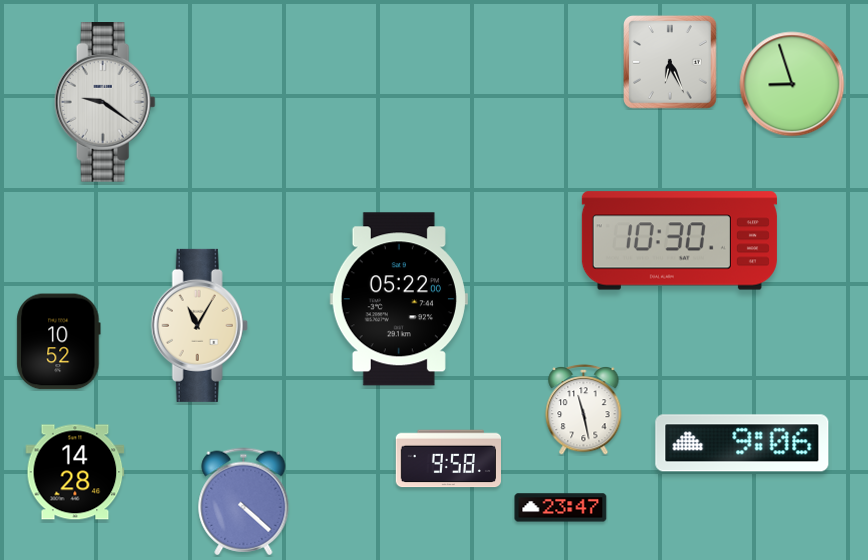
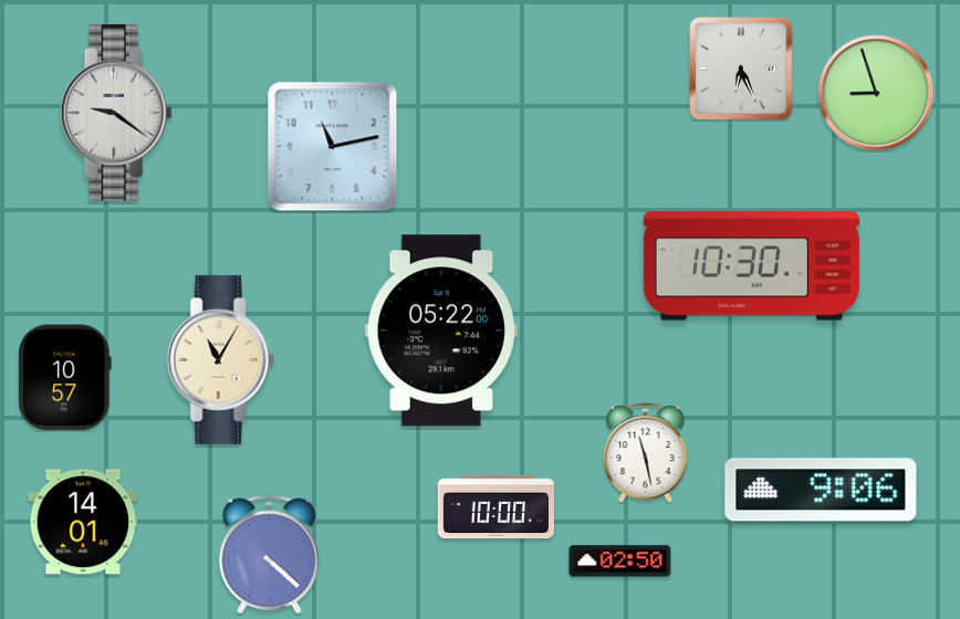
clock at (333, 147): none -> 11:13
clock at (59, 342): 10:52 -> 10:57
clock at (448, 459): 9:58 -> 10:00
clock at (75, 472): 14:28 -> 14:01
clock at (561, 508): 23:47 -> 02:50
